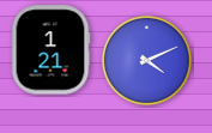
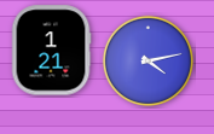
clock at (146, 60): 4:11 -> 4:13
